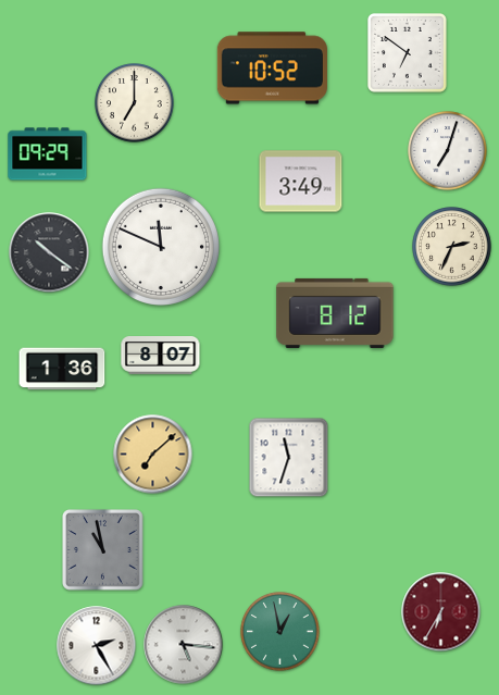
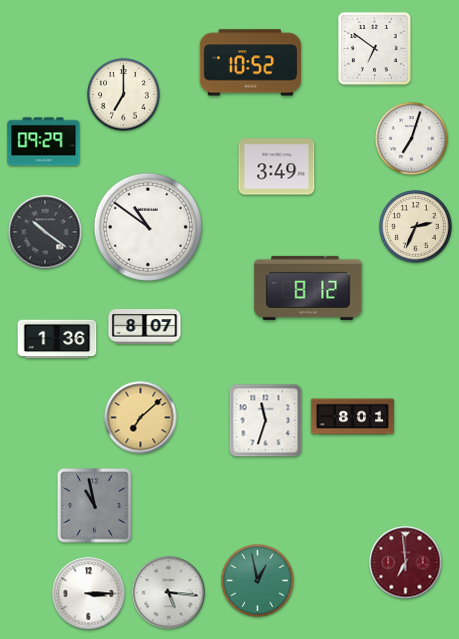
clock at (161, 247): 11:49 -> 10:51
clock at (161, 356) position: (161, 356) -> (145, 327)
clock at (352, 417): none -> 8:01
clock at (441, 612): 6:35 -> 6:59
clock at (97, 646): 2:25 -> 3:15
